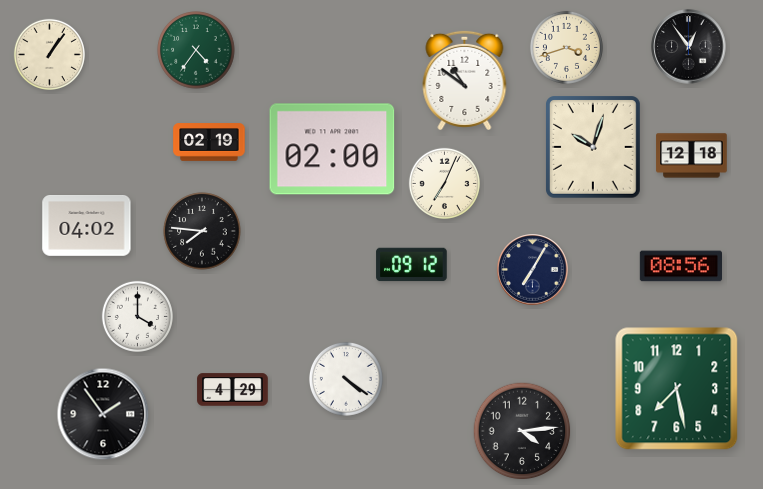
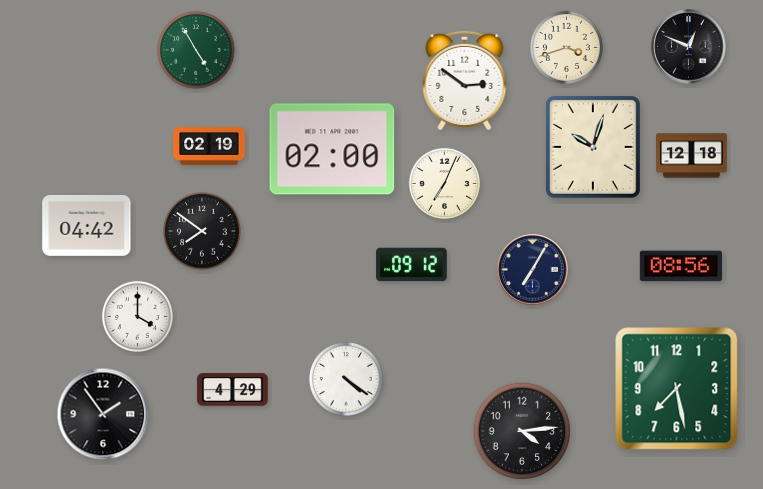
clock at (689, 47): 12:54 -> 12:49
clock at (196, 50): 4:36 -> 4:55
clock at (49, 54): 1:06 -> none
clock at (465, 80): 10:51 -> 2:51
clock at (209, 142) position: (209, 142) -> (209, 146)
clock at (87, 226): 04:02 -> 04:42
clock at (202, 231): 7:46 -> 7:51
